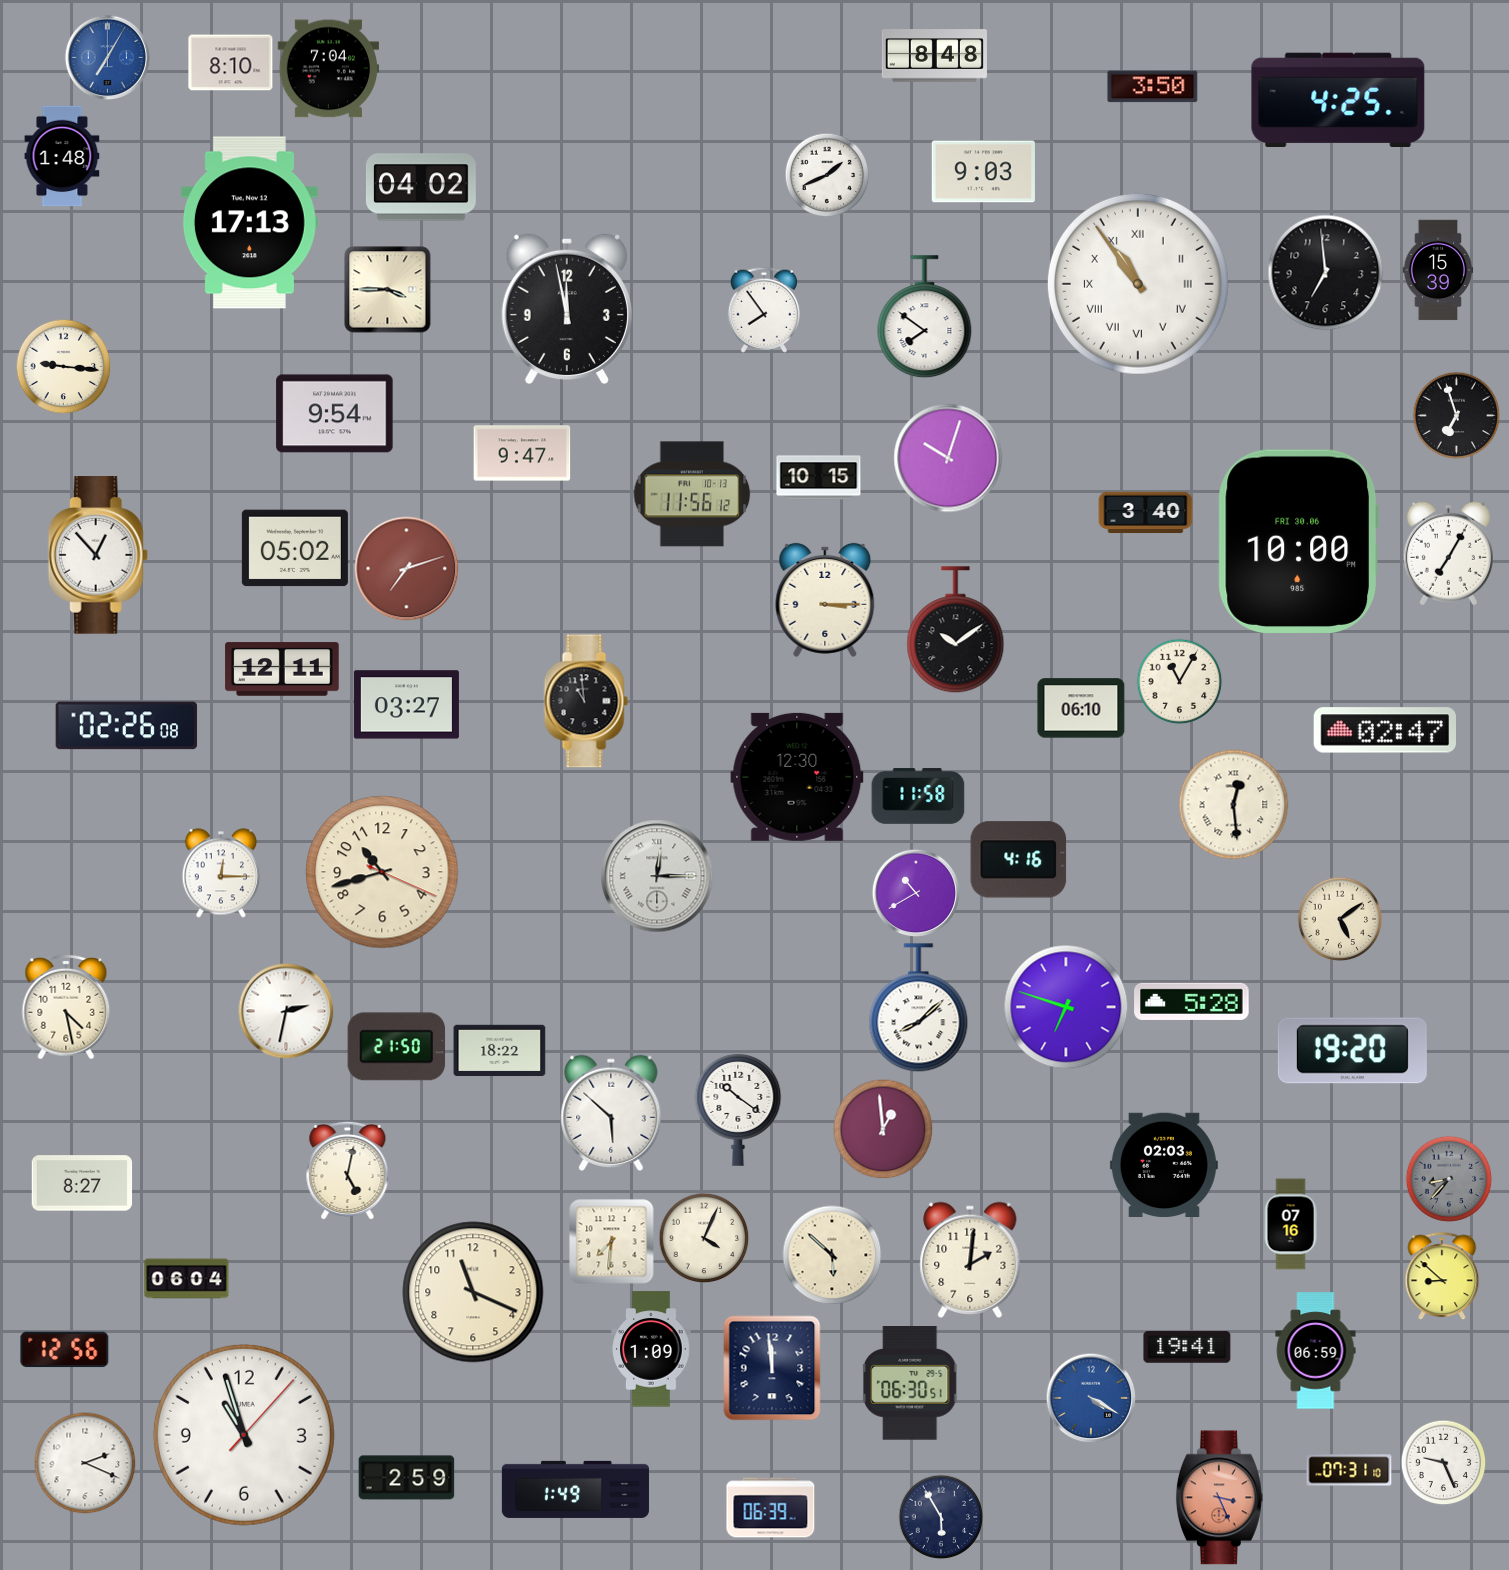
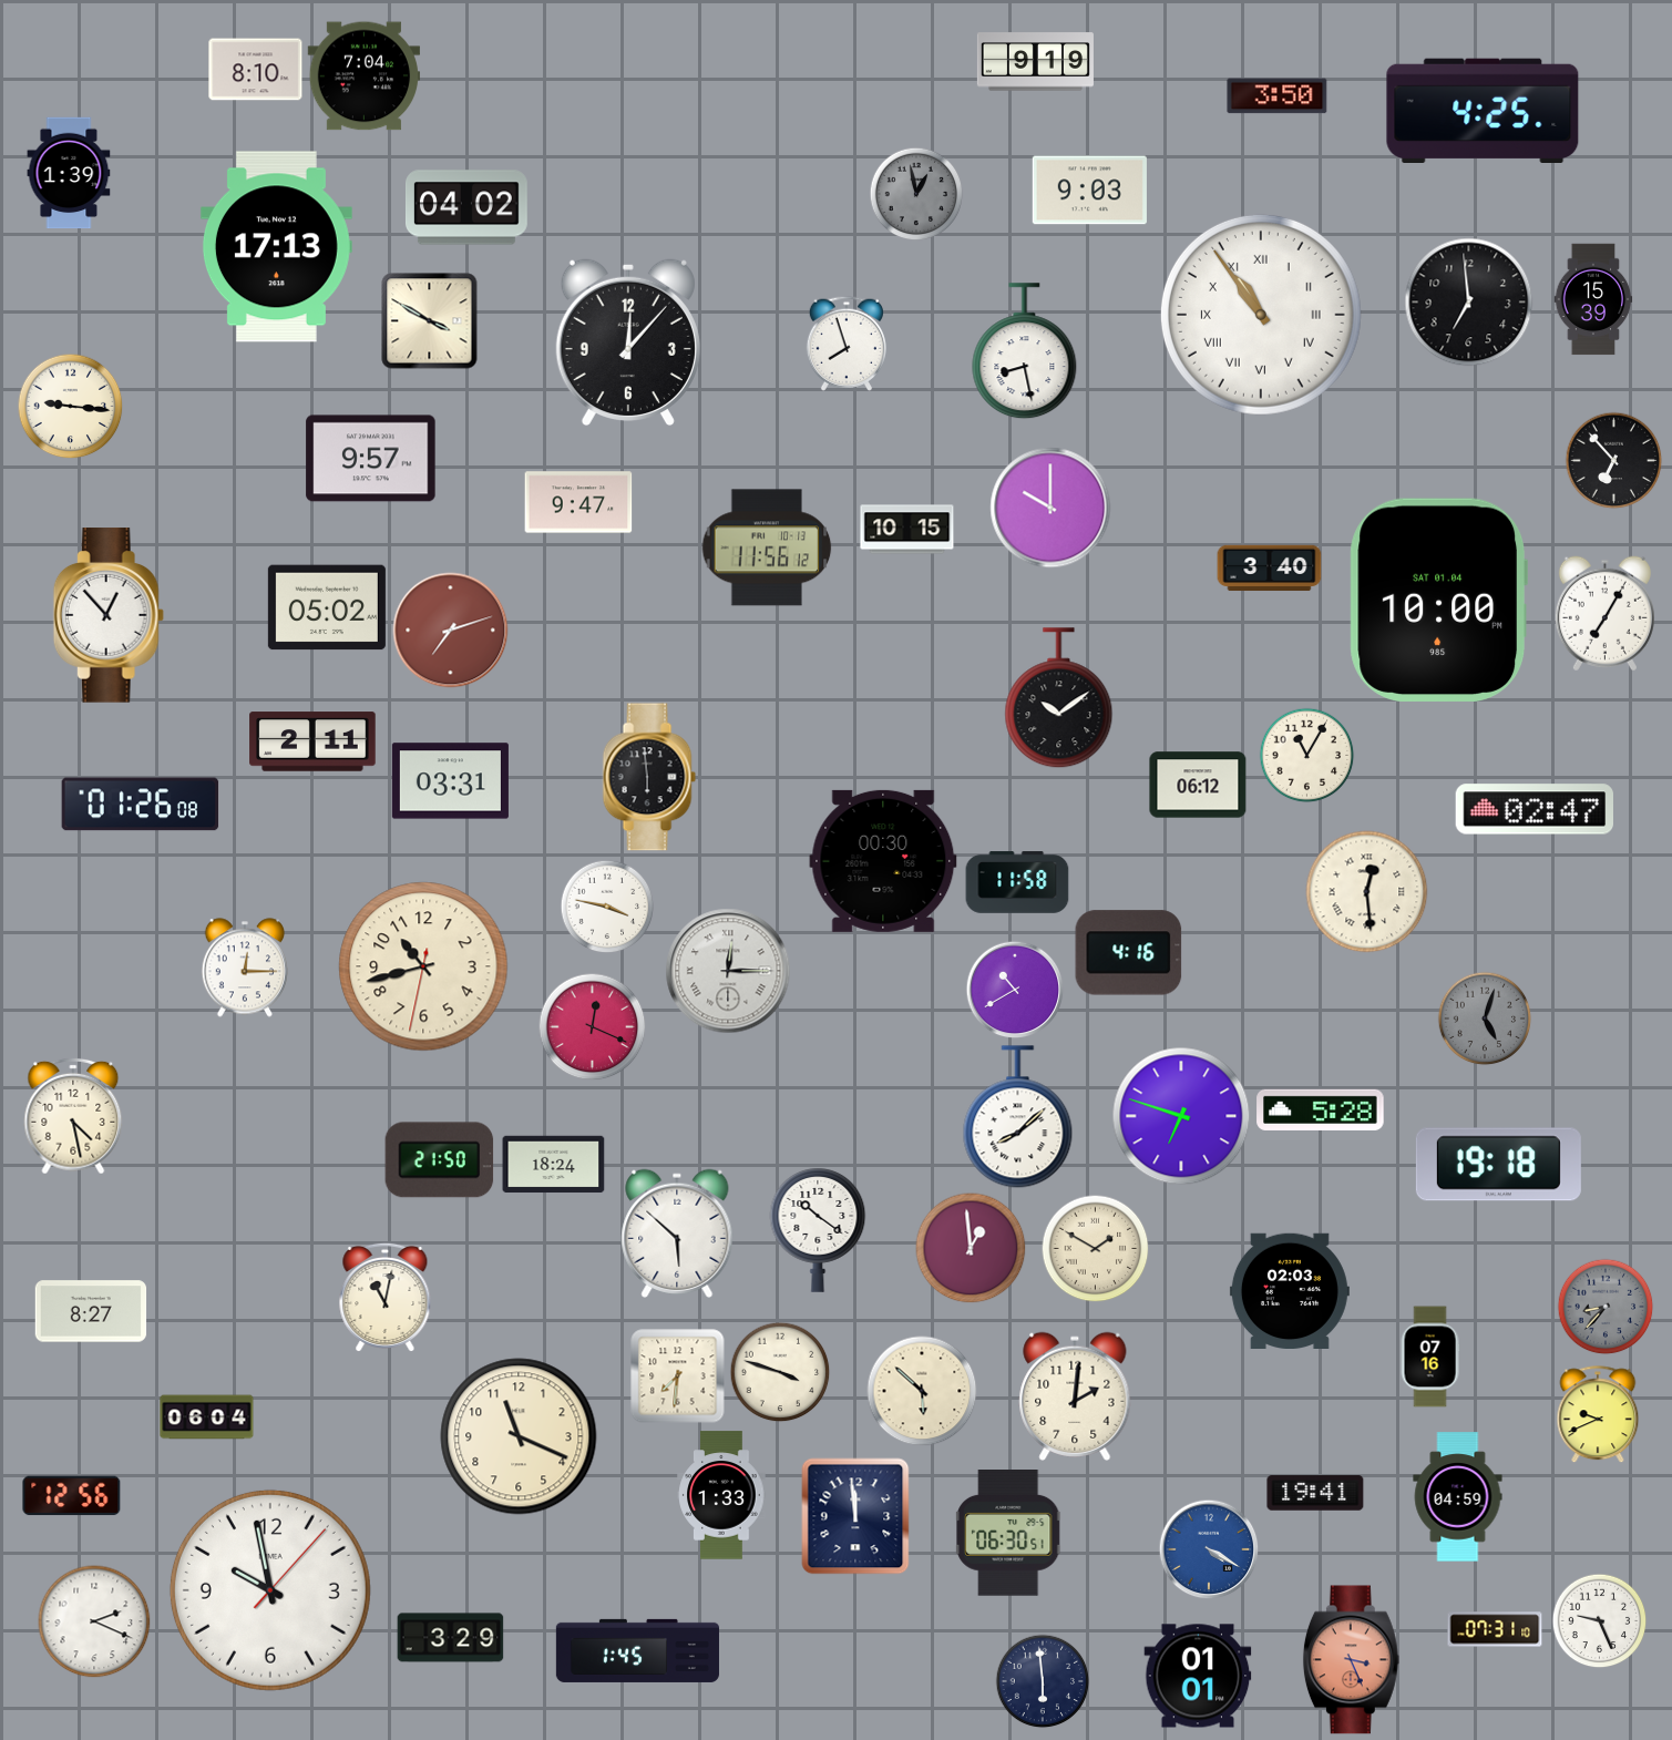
clock at (934, 56): 8:48 -> 9:19
clock at (107, 57): 7:05 -> none
clock at (62, 156): 1:48 -> 1:39
clock at (827, 175): 1:41 -> 12:58
clock at (827, 175) dial: white -> grey
clock at (388, 290): 3:45 -> 3:50
clock at (567, 309): 11:58 -> 12:07
clock at (763, 310): 7:54 -> 7:57
clock at (925, 317): 7:51 -> 8:28
clock at (335, 414): 9:54 -> 9:57
clock at (1456, 415): 6:57 -> 6:53
clock at (948, 458): 10:03 -> 10:00
clock at (1299, 541) date: FRI 30.06 -> SAT 01.04
clock at (825, 600): 3:15 -> none
clock at (282, 669): 12:11 -> 2:11
clock at (586, 701): 10:59 -> 5:59
clock at (406, 705): 03:27 -> 03:31
clock at (1081, 708): 06:10 -> 06:12
clock at (127, 726): 02:26 -> 01:26
clock at (797, 777): 12:30 -> 00:30
clock at (607, 907): none -> 3:47
clock at (382, 872): 10:42:19 -> 10:42:32
clock at (1340, 919): 5:09 -> 5:03
clock at (1340, 919) dial: cream -> grey
clock at (592, 1026): none -> 12:19
clock at (286, 1011): 2:32 -> none
clock at (500, 1051): 18:22 -> 18:24
clock at (1352, 1051): 19:20 -> 19:18
clock at (1095, 1248): none -> 1:50
clock at (883, 1129) position: (883, 1129) -> (971, 1248)
clock at (348, 1170): 5:02 -> 11:02
clock at (704, 1238): 4:04 -> 3:48
clock at (1442, 1276): 8:52 -> 9:41
clock at (473, 1292) position: (473, 1292) -> (519, 1436)
clock at (651, 1349): 1:09 -> 1:33
clock at (1316, 1351): 06:59 -> 04:59
clock at (244, 1435): 10:57 -> 9:58
clock at (407, 1478): 2:59 -> 3:29
clock at (575, 1489): 1:49 -> 1:45
clock at (771, 1508): 06:39 -> none
clock at (1198, 1676): none -> 01:01
clock at (941, 1517): 5:55 -> 5:59
